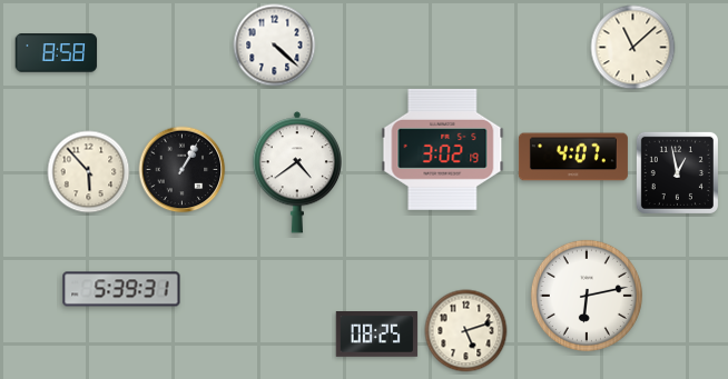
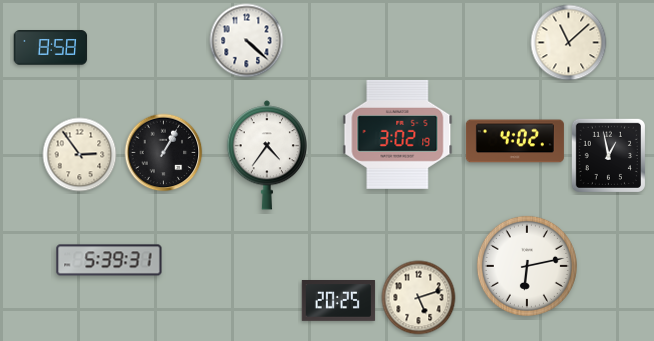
clock at (573, 157): 4:07 -> 4:02
clock at (89, 172): 5:53 -> 2:54
clock at (296, 172): 4:39 -> 4:36
clock at (377, 335): 08:25 -> 20:25
